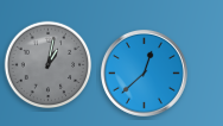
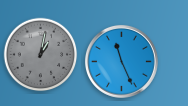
clock at (144, 73): 12:38 -> 11:26
